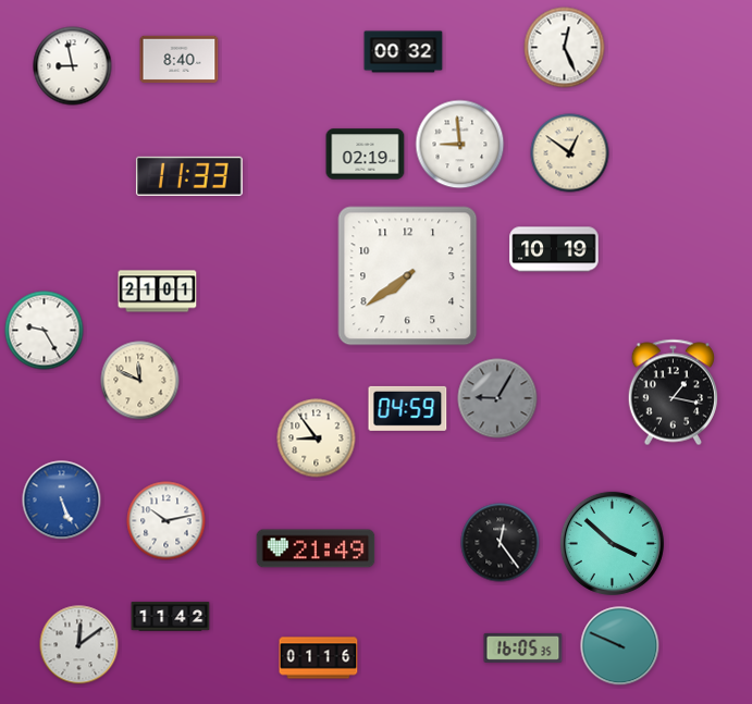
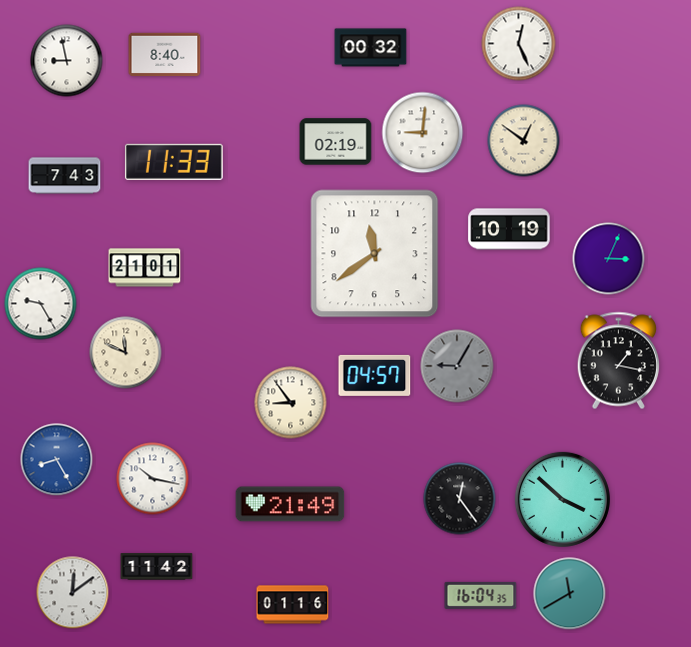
clock at (460, 145): 8:59 -> 9:01
clock at (65, 176): none -> 7:43
clock at (408, 276): 7:39 -> 11:39
clock at (609, 259): none -> 3:04
clock at (140, 381) position: (140, 381) -> (126, 353)
clock at (408, 408): 04:59 -> 04:57
clock at (62, 501): 5:26 -> 8:25
clock at (167, 521): 10:13 -> 10:17
clock at (620, 646): 9:49 -> 11:40
clock at (523, 647): 16:05 -> 16:04
